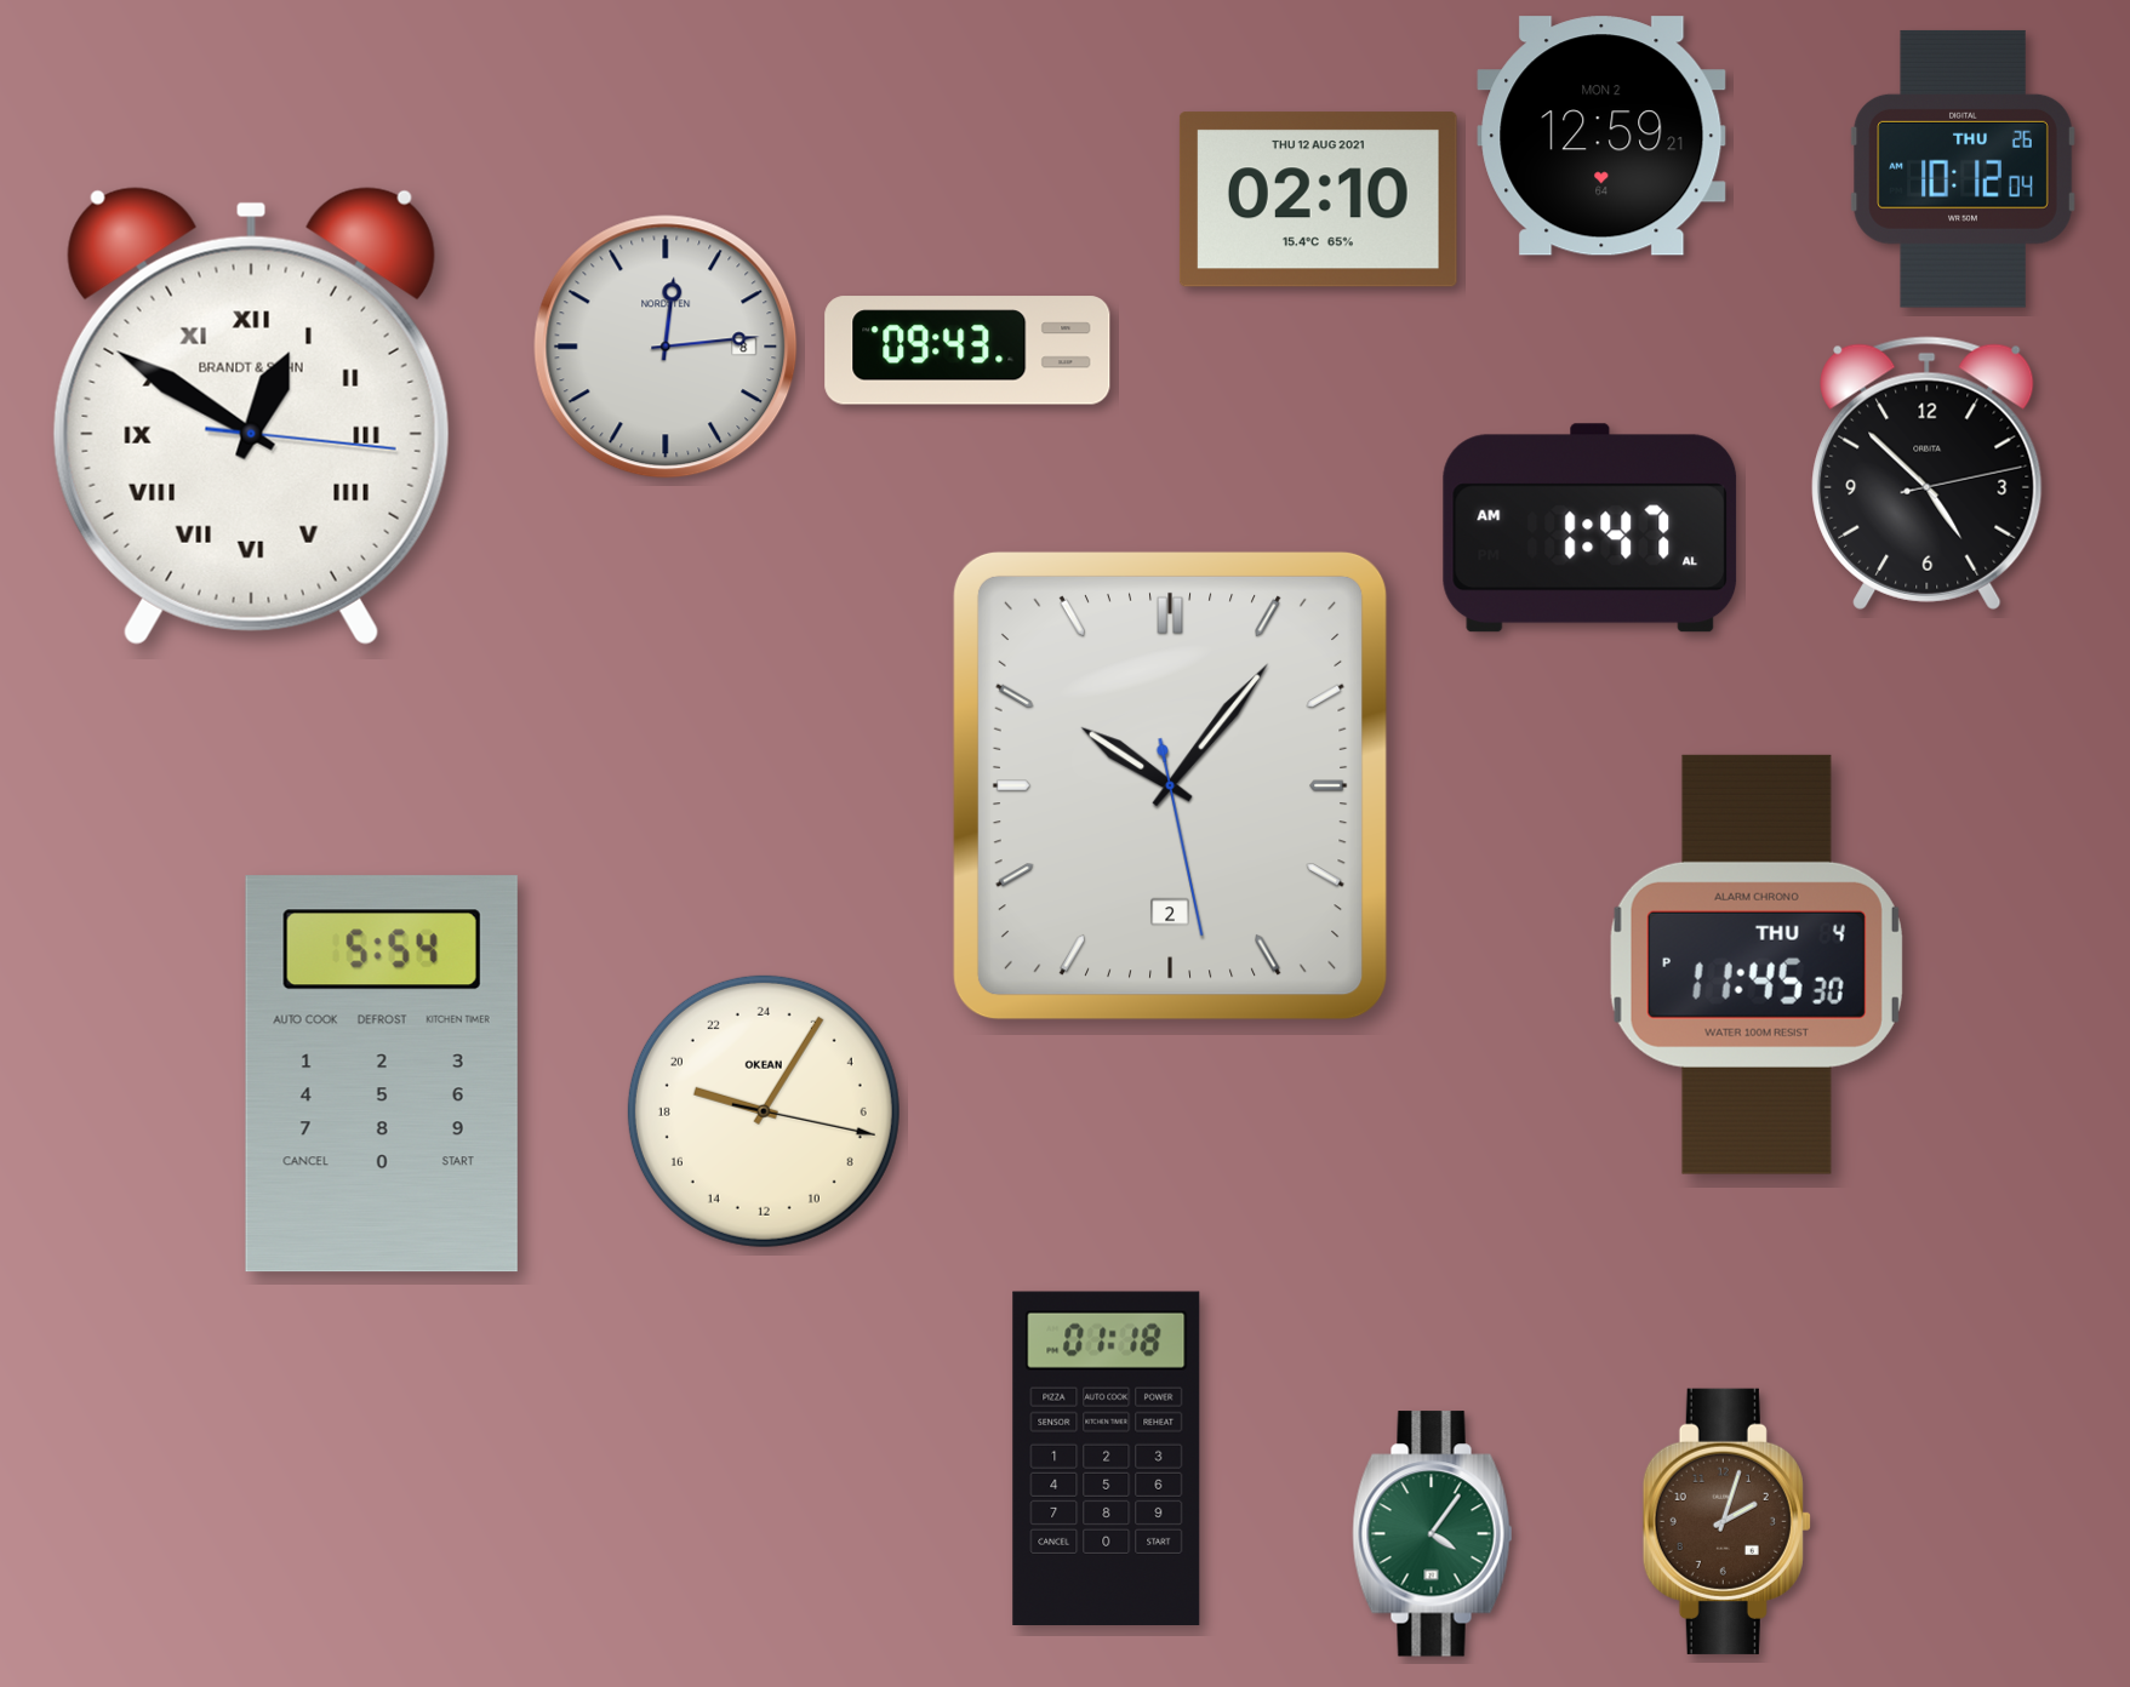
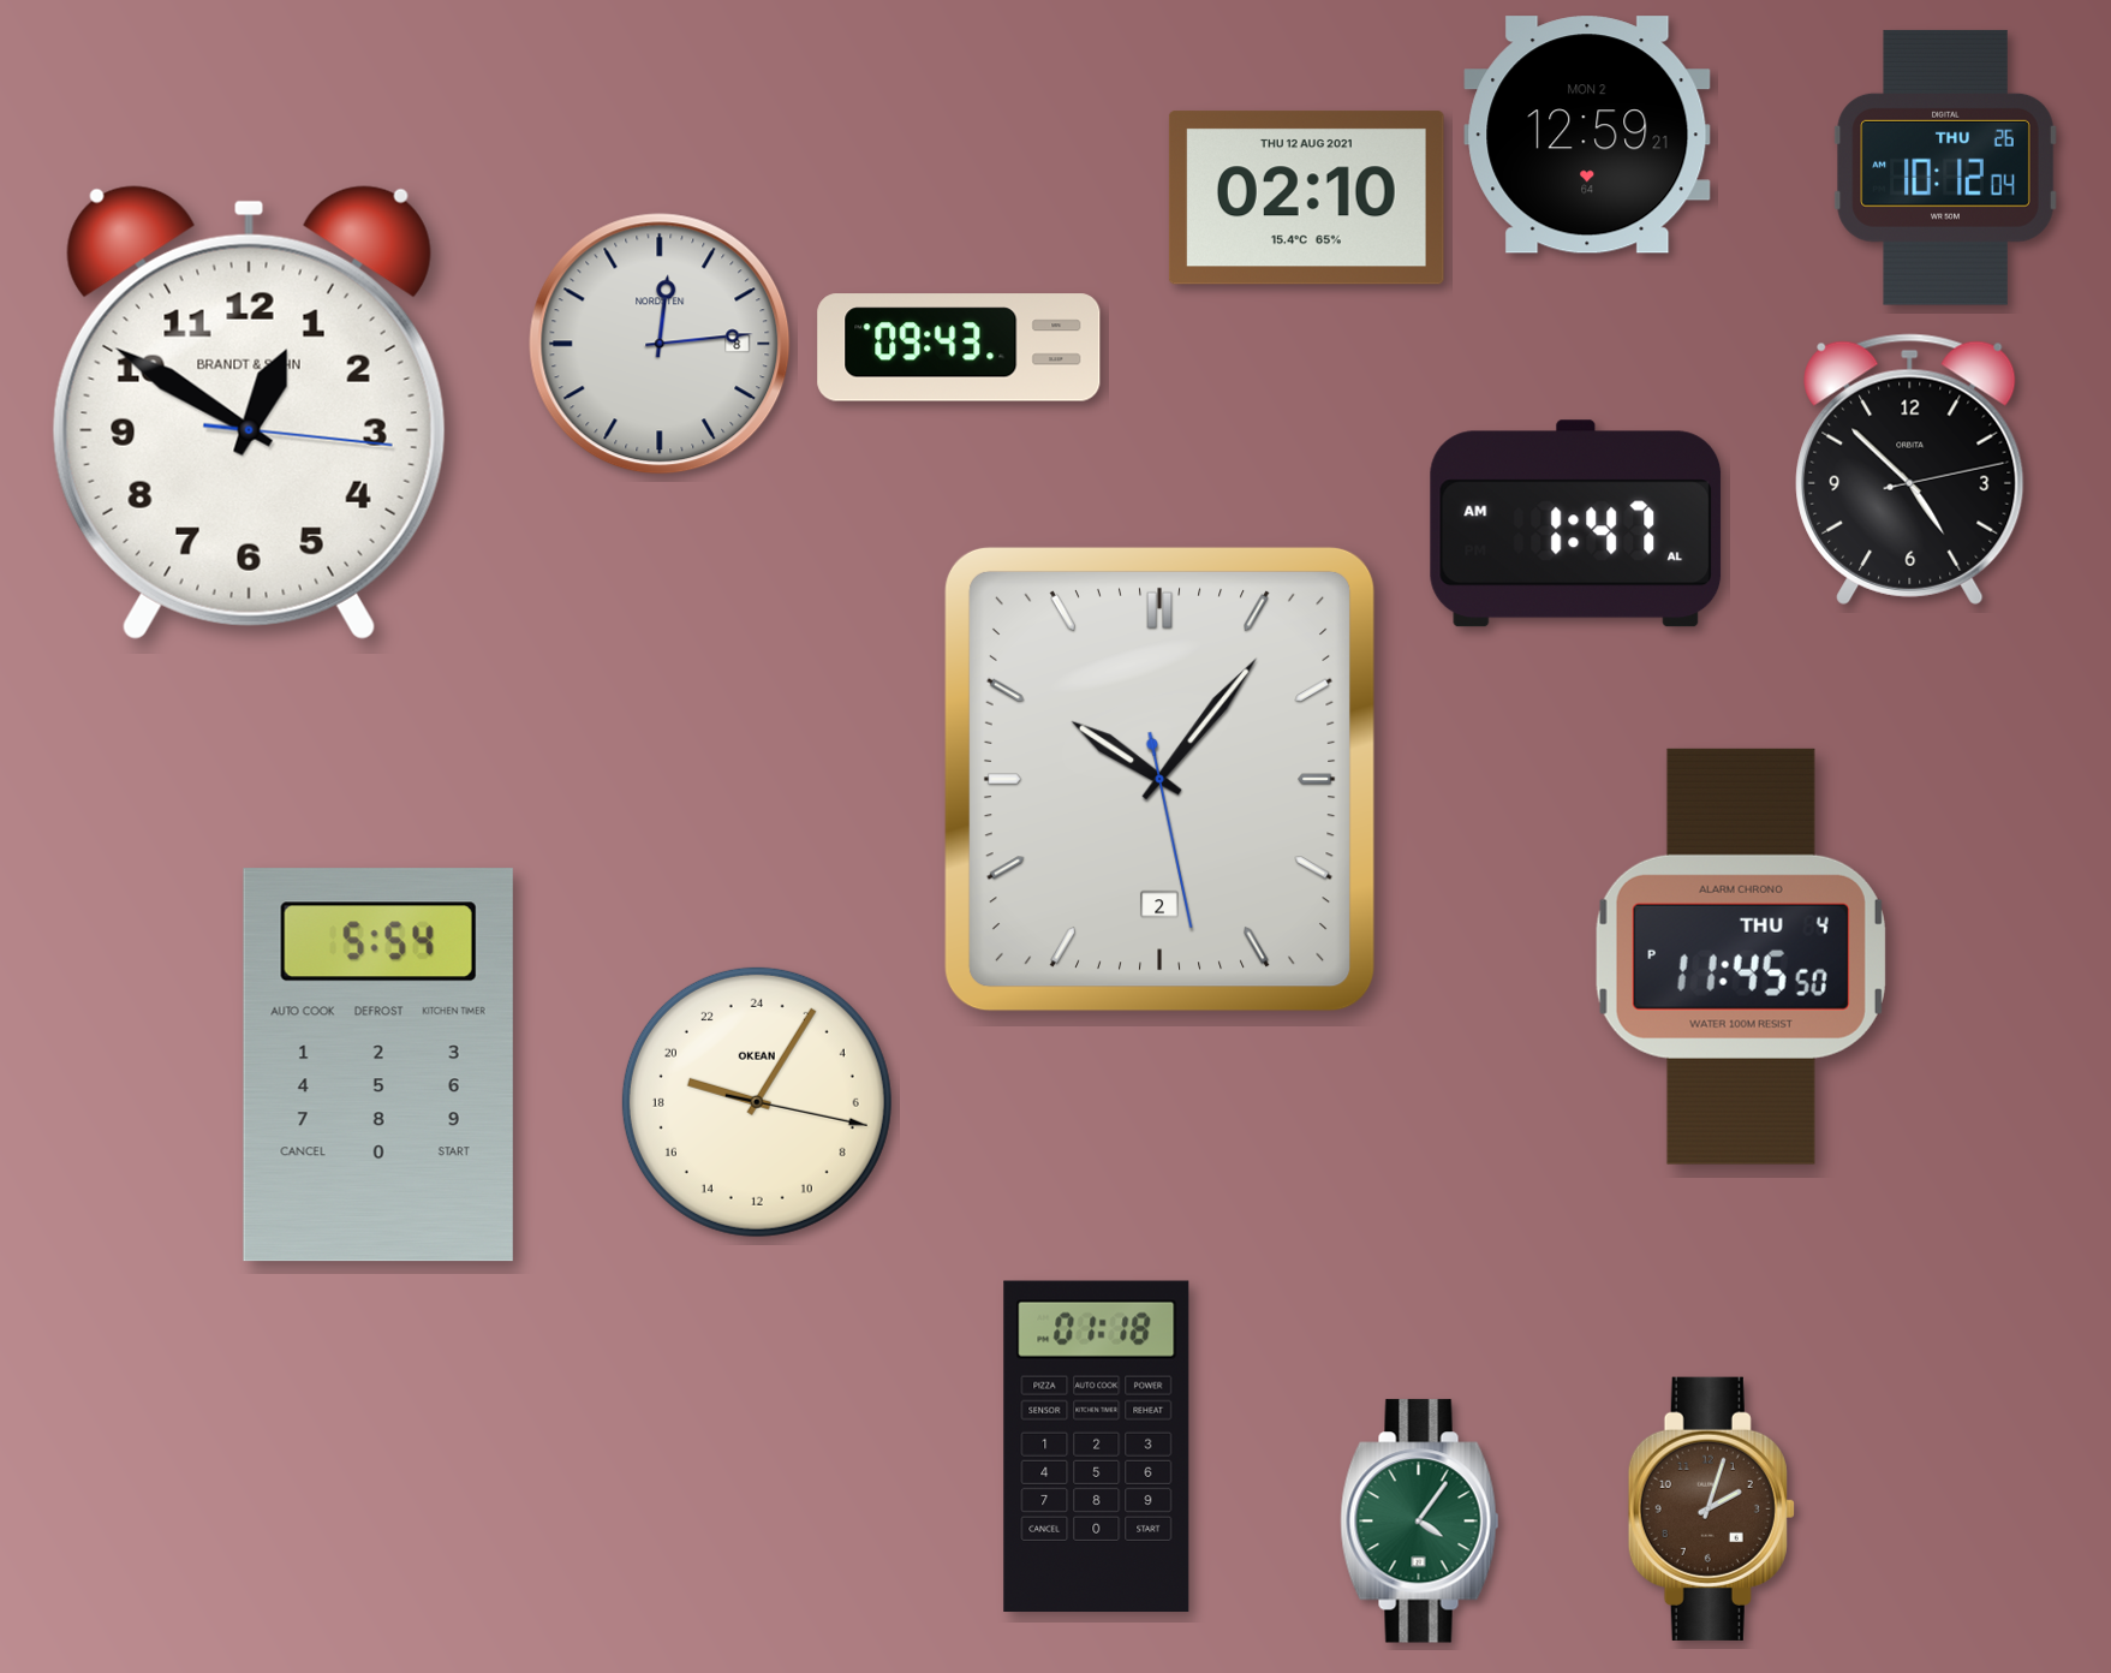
clock at (251, 416) numerals: Roman -> Arabic
clock at (1757, 965): 11:45:30 PM -> 11:45:50 PM
